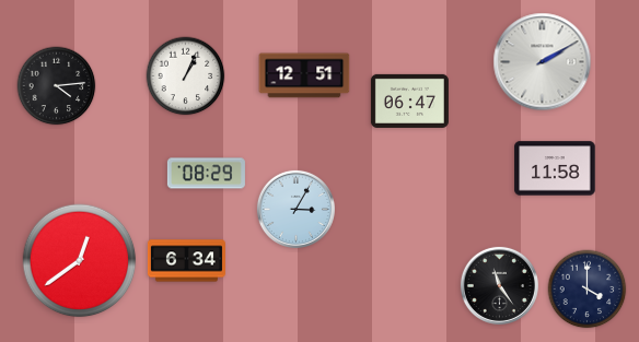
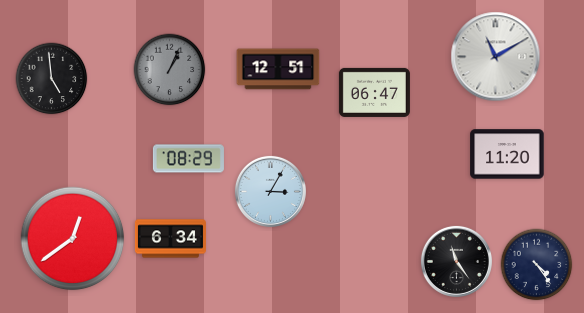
clock at (543, 62): 2:10 -> 11:10
clock at (186, 76) dial: white -> grey
clock at (57, 86): 4:14 -> 4:59
clock at (555, 168): 11:58 -> 11:20
clock at (588, 290): 4:00 -> 4:24
